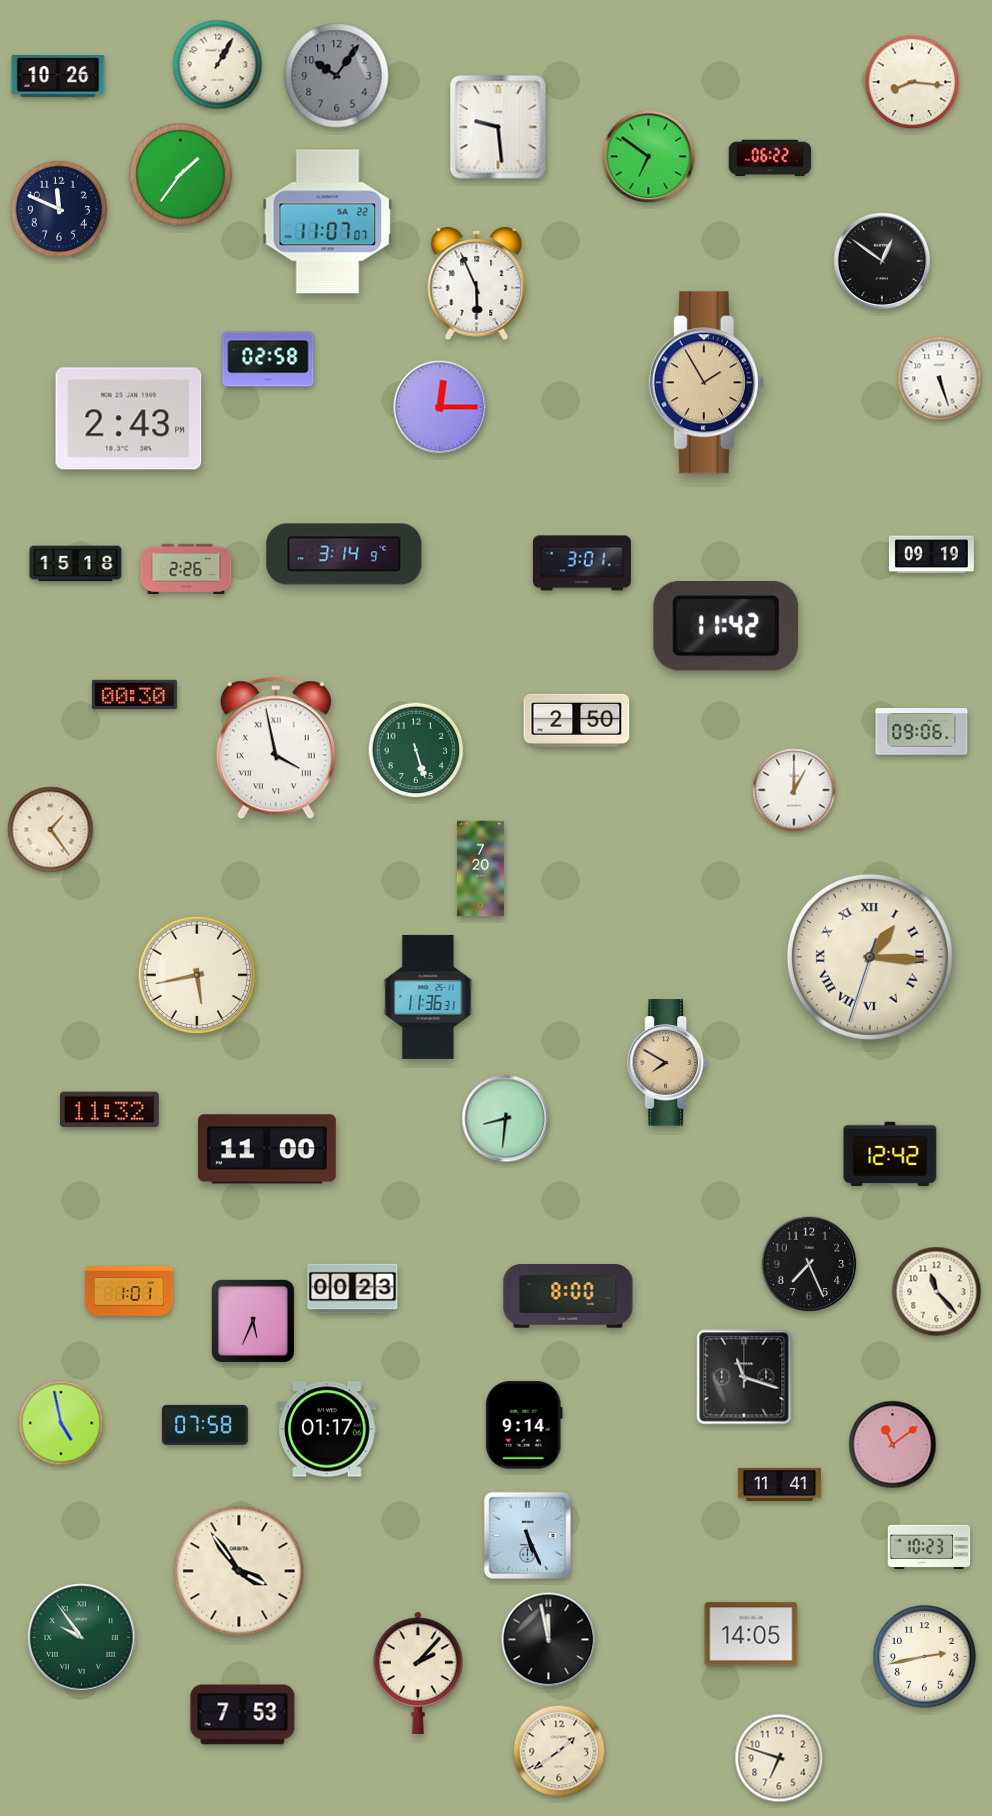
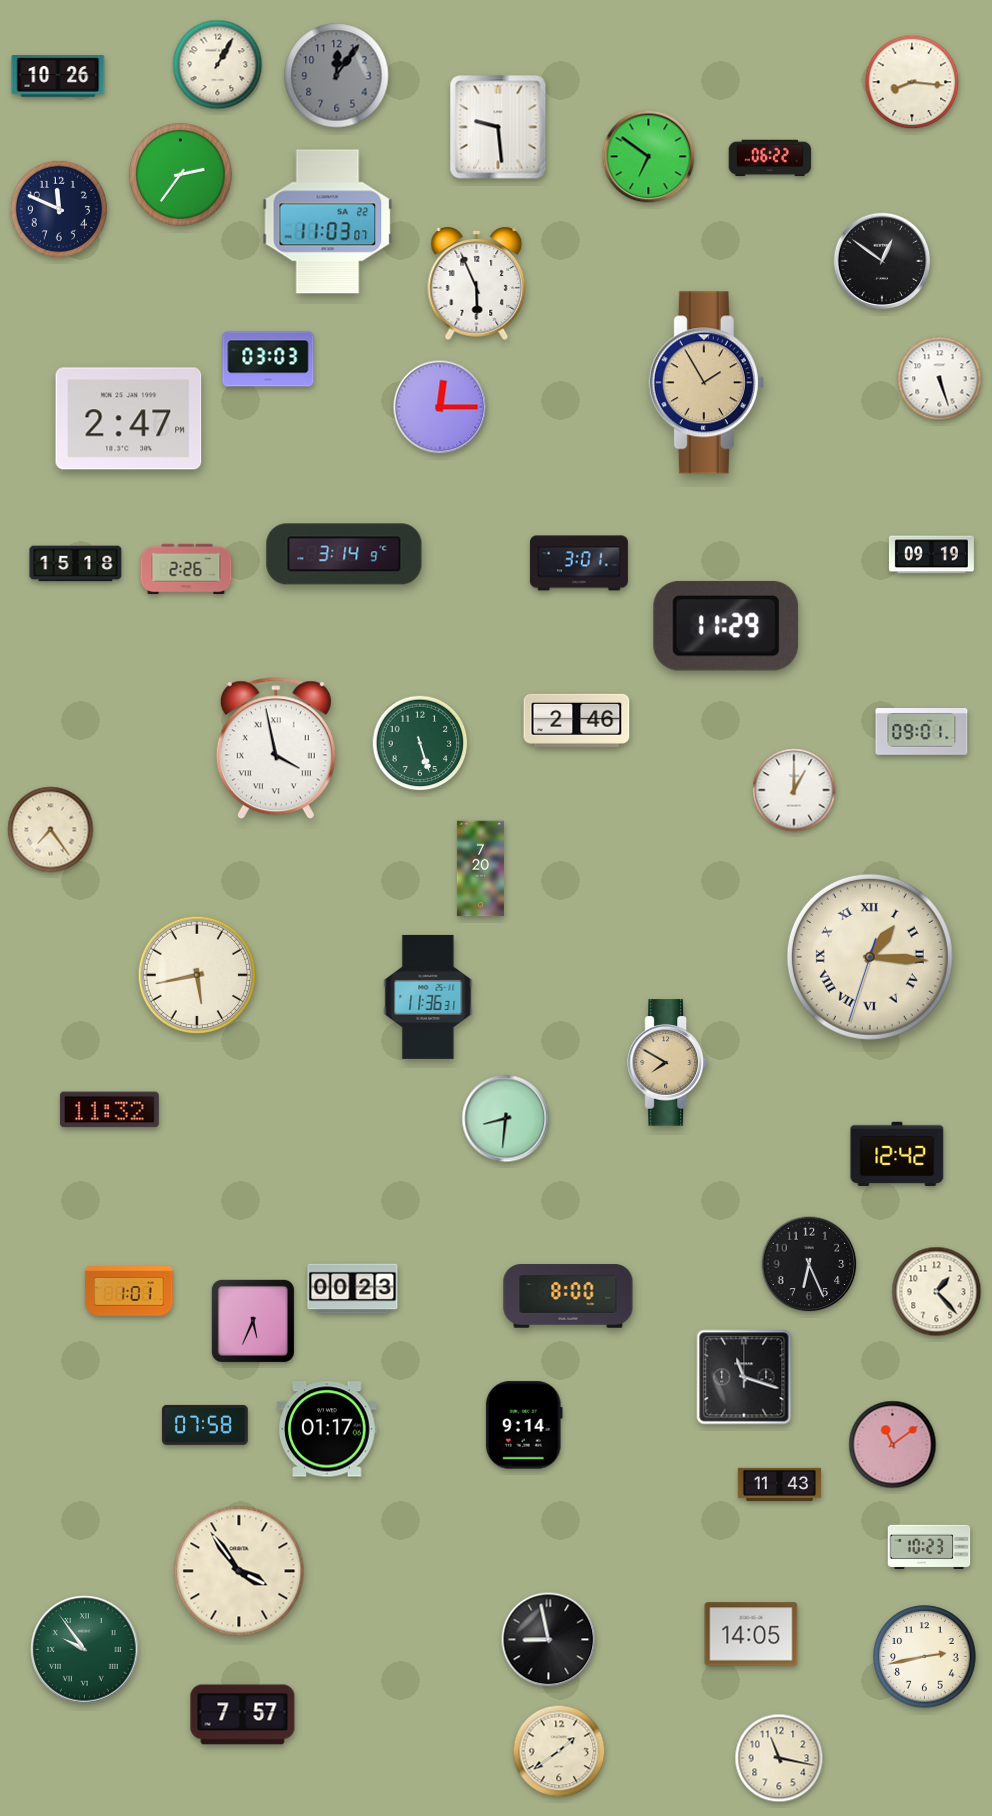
clock at (337, 76): 10:06 -> 12:06
clock at (181, 175): 1:36 -> 2:36
clock at (328, 222): 11:07 -> 11:03
clock at (268, 359): 02:58 -> 03:03
clock at (129, 419): 2:43 -> 2:47
clock at (582, 563) position: (582, 563) -> (579, 563)
clock at (726, 626): 11:42 -> 11:29
clock at (134, 694): 00:30 -> none
clock at (577, 720): 2:50 -> 2:46
clock at (922, 732): 09:06 -> 09:01
clock at (416, 750) position: (416, 750) -> (420, 743)
clock at (51, 830): 1:24 -> 7:24
clock at (267, 1149): 11:00 -> none
clock at (890, 1154) position: (890, 1154) -> (897, 1154)
clock at (809, 1264): 7:26 -> 6:26
clock at (937, 1292): 11:23 -> 1:23
clock at (61, 1423): 4:58 -> none
clock at (780, 1485): 11:41 -> 11:43
clock at (528, 1536): 5:26 -> none
clock at (82, 1638) position: (82, 1638) -> (85, 1650)
clock at (549, 1640): 11:58 -> 8:58
clock at (419, 1673): 2:07 -> none
clock at (243, 1715): 7:53 -> 7:57
clock at (779, 1758): 6:48 -> 11:17
